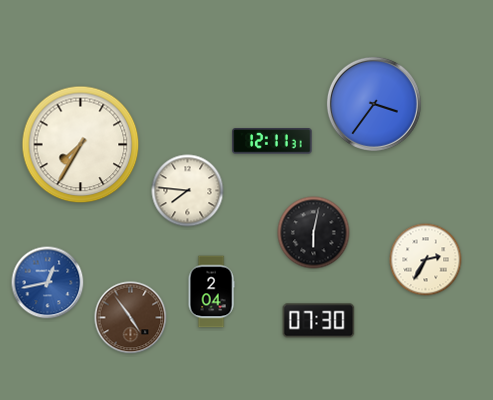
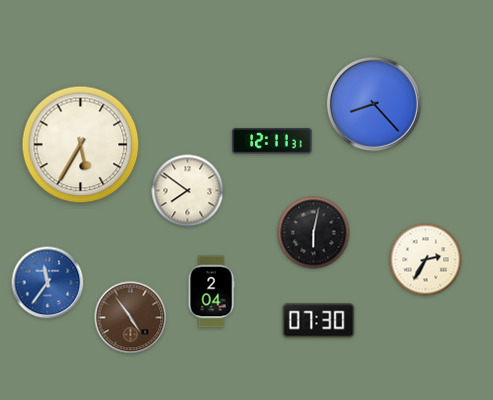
clock at (374, 104): 3:36 -> 8:23
clock at (81, 145): 7:35 -> 5:35
clock at (188, 191): 7:46 -> 7:51
clock at (48, 283): 12:43 -> 11:36
